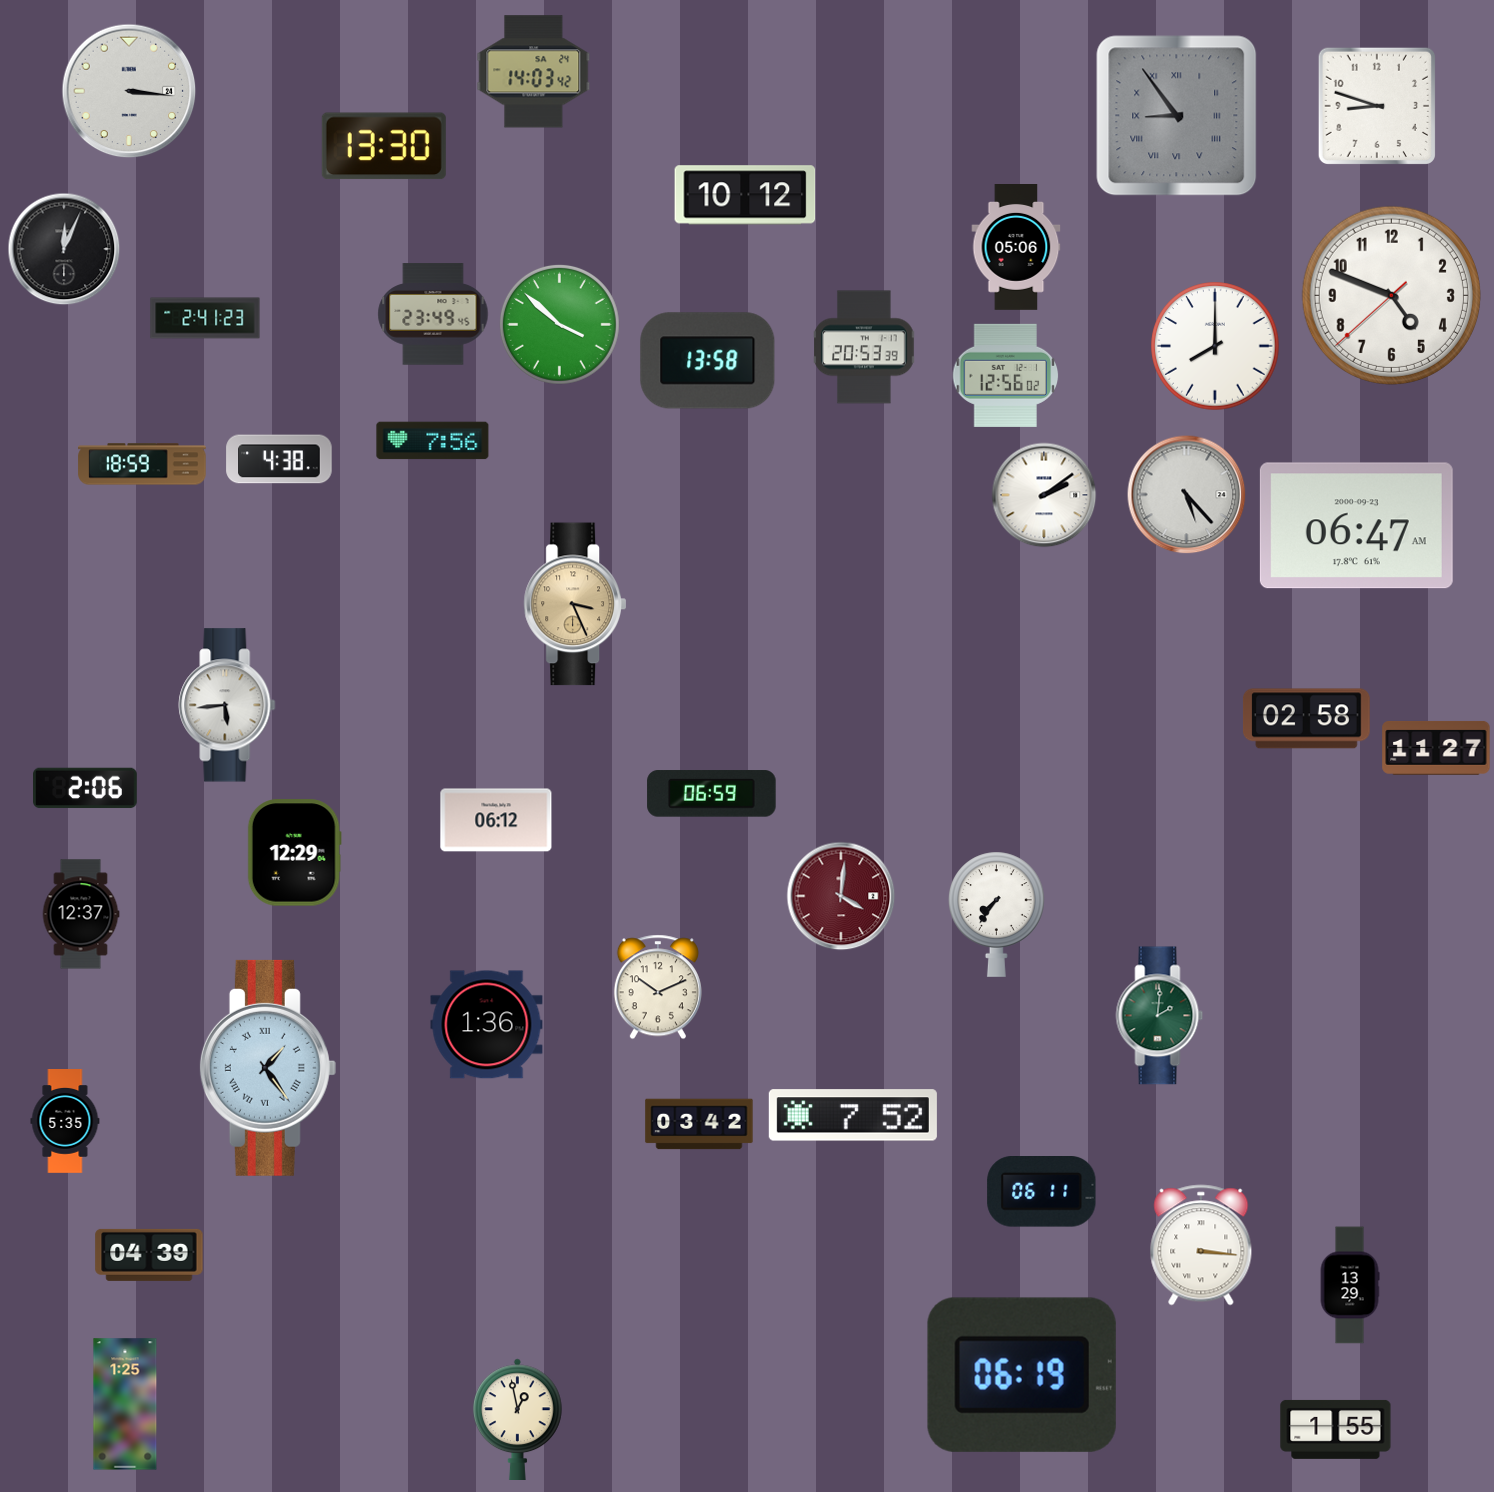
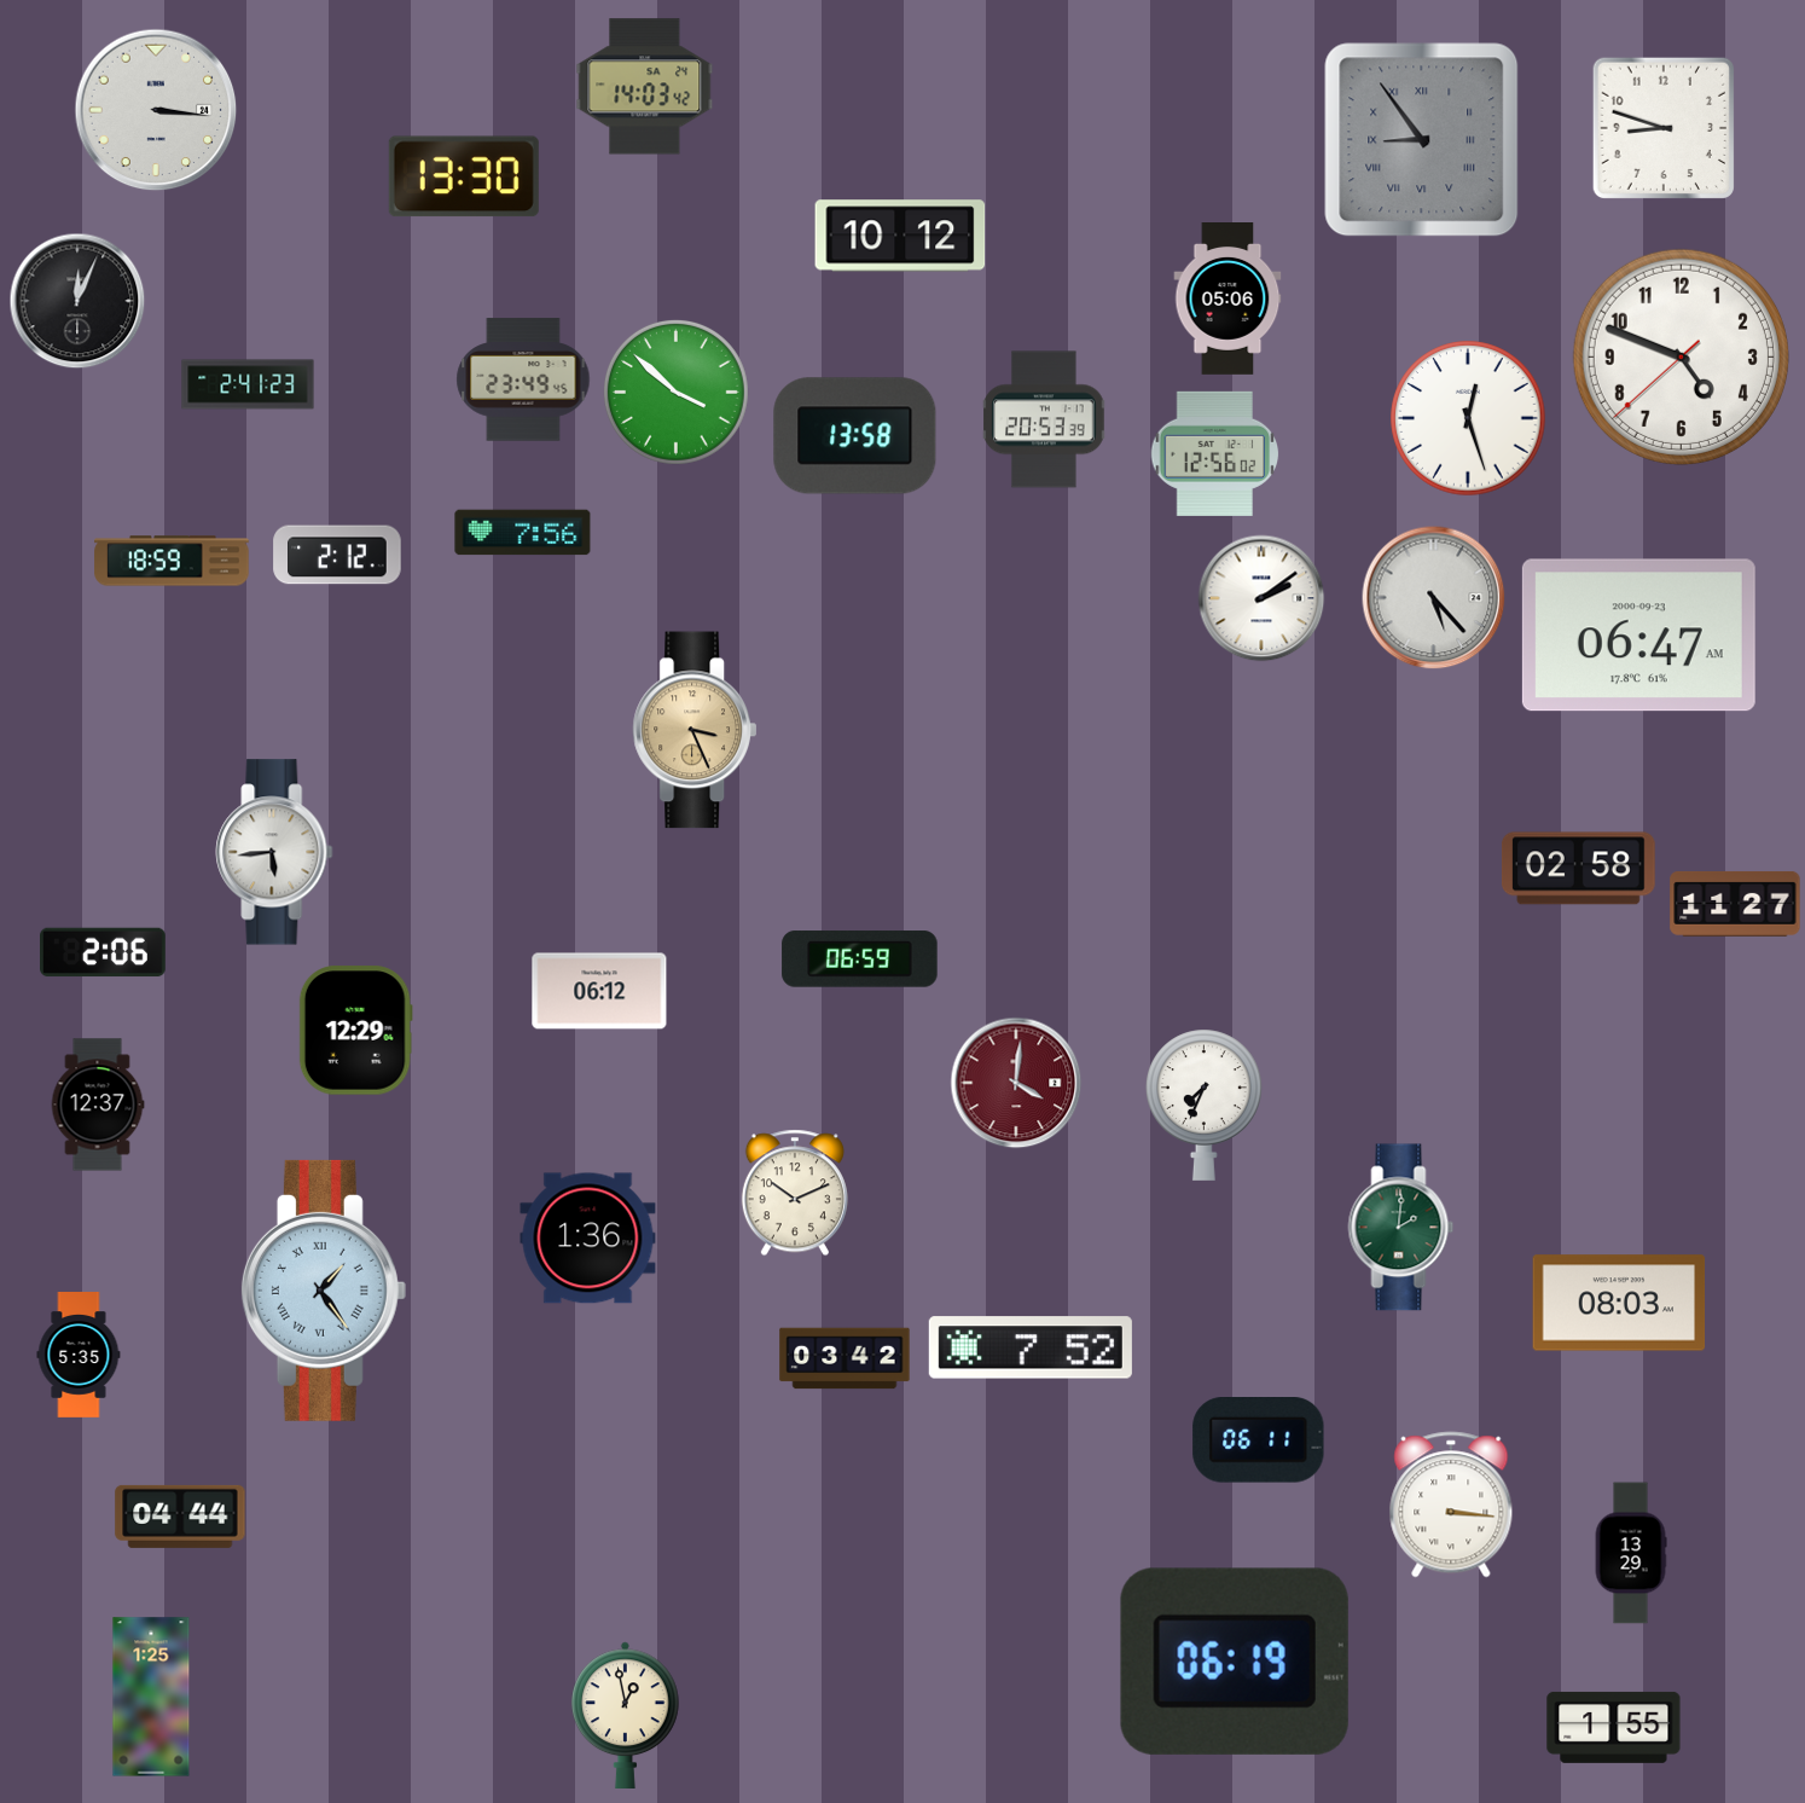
clock at (1215, 346): 8:00 -> 12:27
clock at (279, 459): 4:38 -> 2:12
clock at (997, 914): 7:36 -> 7:34
clock at (1619, 1303): none -> 08:03
clock at (149, 1255): 04:39 -> 04:44
